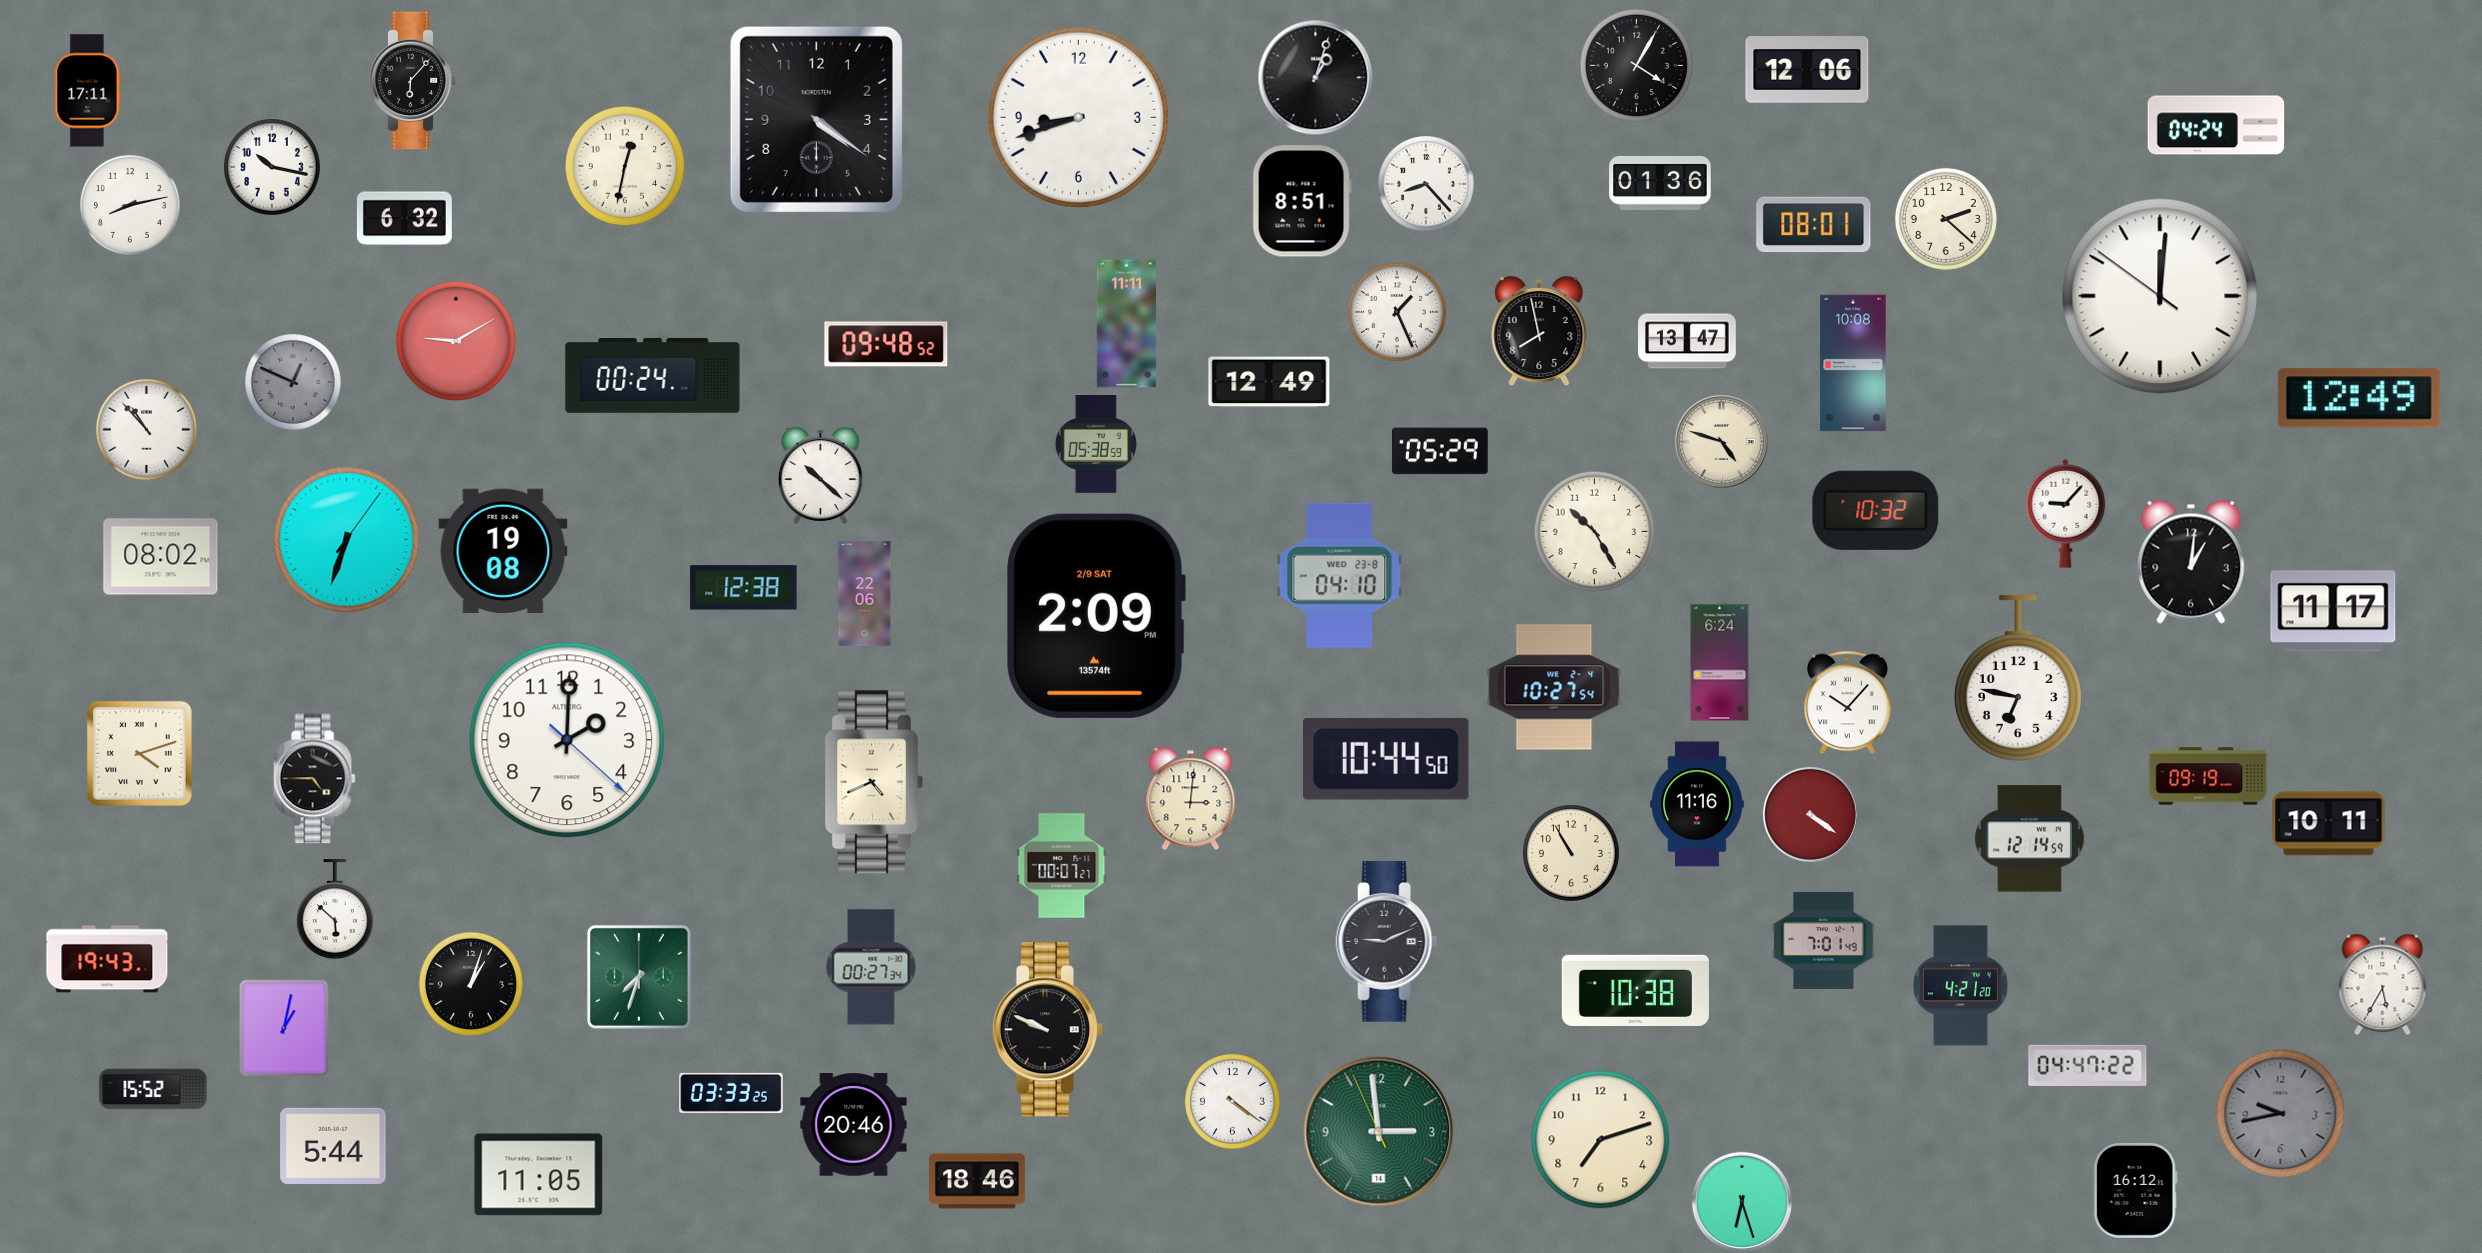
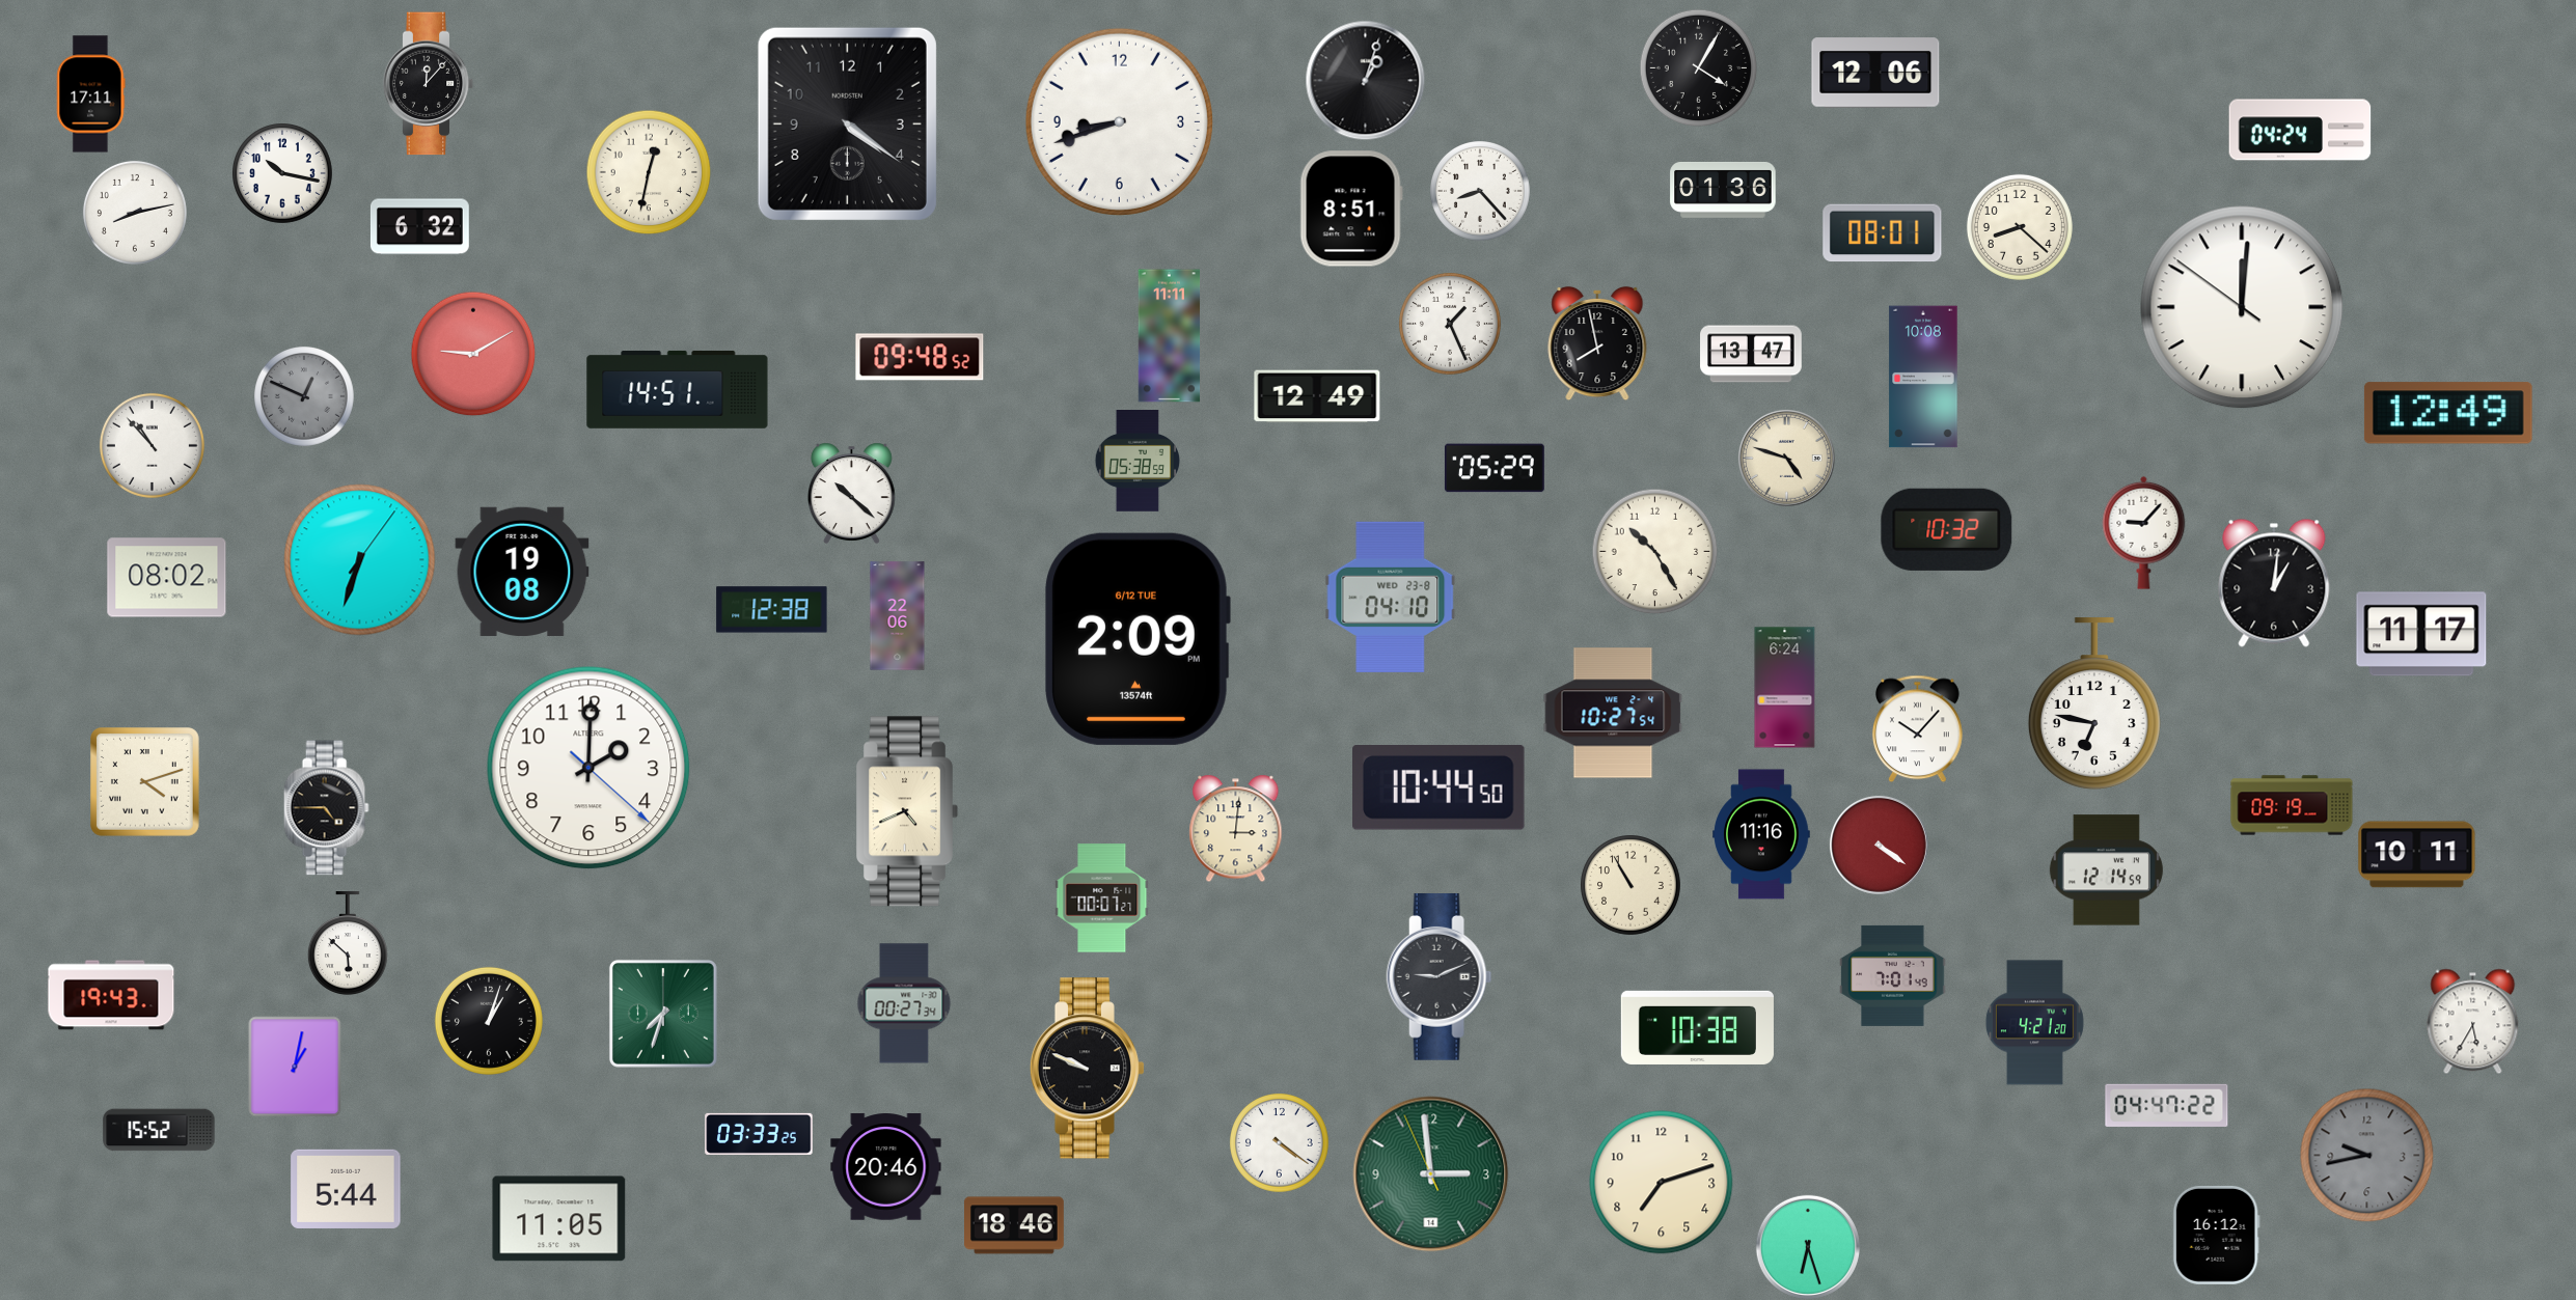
clock at (413, 81): 6:07 -> 12:07
clock at (1946, 219): 2:22 -> 8:22
clock at (653, 375): 00:24 -> 14:51
clock at (1096, 616) date: 2/9 SAT -> 6/12 TUE
